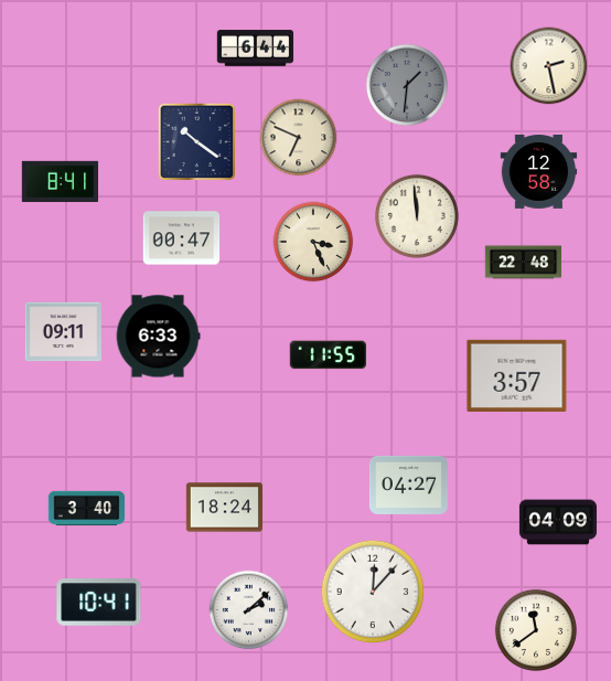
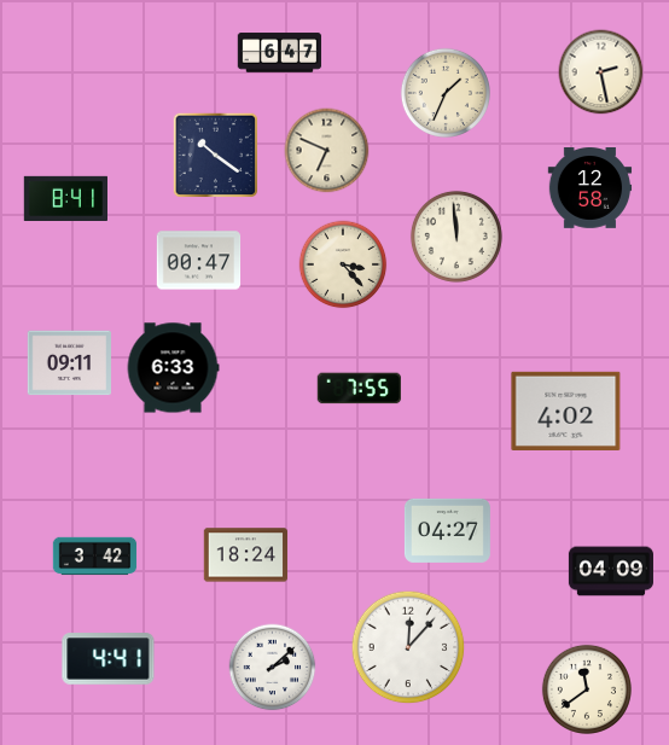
clock at (256, 49): 6:44 -> 6:47
clock at (407, 85): 1:31 -> 1:34
clock at (407, 85) dial: grey -> cream
clock at (313, 242): 3:26 -> 3:23
clock at (524, 263): 22:48 -> none
clock at (328, 355): 11:55 -> 7:55
clock at (517, 375): 3:57 -> 4:02
clock at (87, 509): 3:40 -> 3:42
clock at (99, 603): 10:41 -> 4:41
